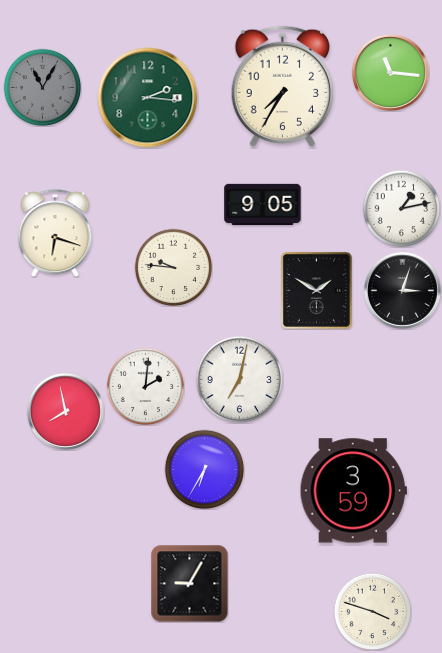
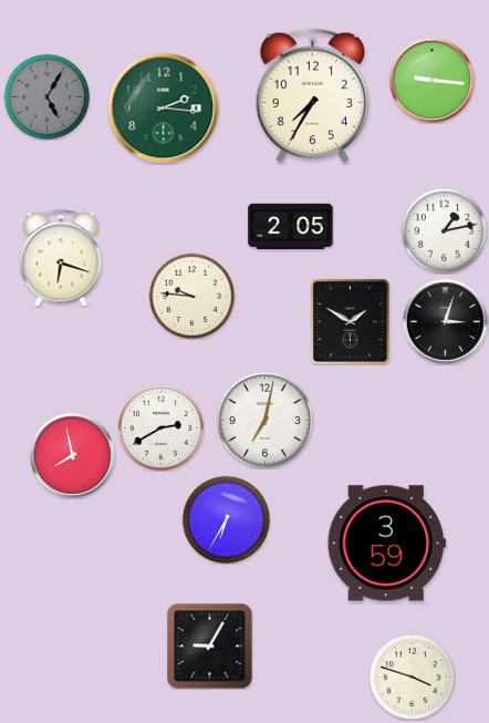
clock at (390, 72): 11:16 -> 9:16
clock at (42, 87): 11:05 -> 5:05
clock at (263, 205): 9:05 -> 2:05
clock at (145, 386): 2:01 -> 2:40
clock at (353, 491) position: (353, 491) -> (386, 544)
